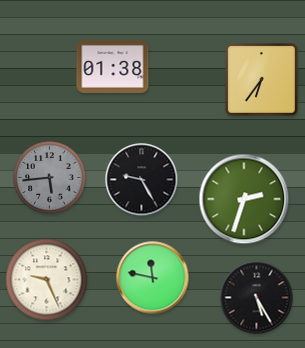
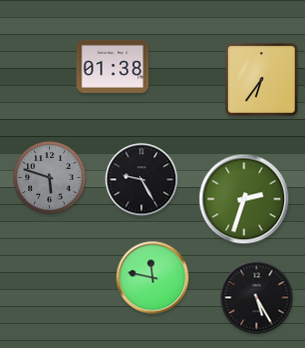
clock at (50, 178): 5:44 -> 5:48
clock at (47, 280): 9:26 -> none
